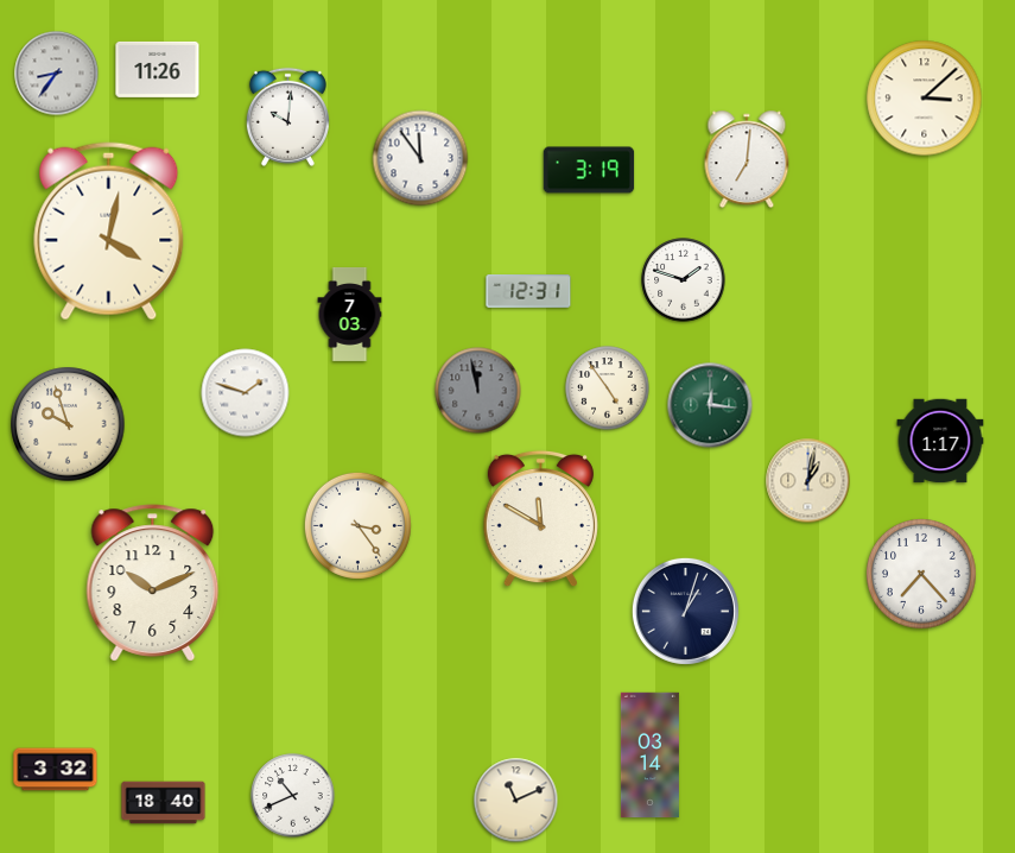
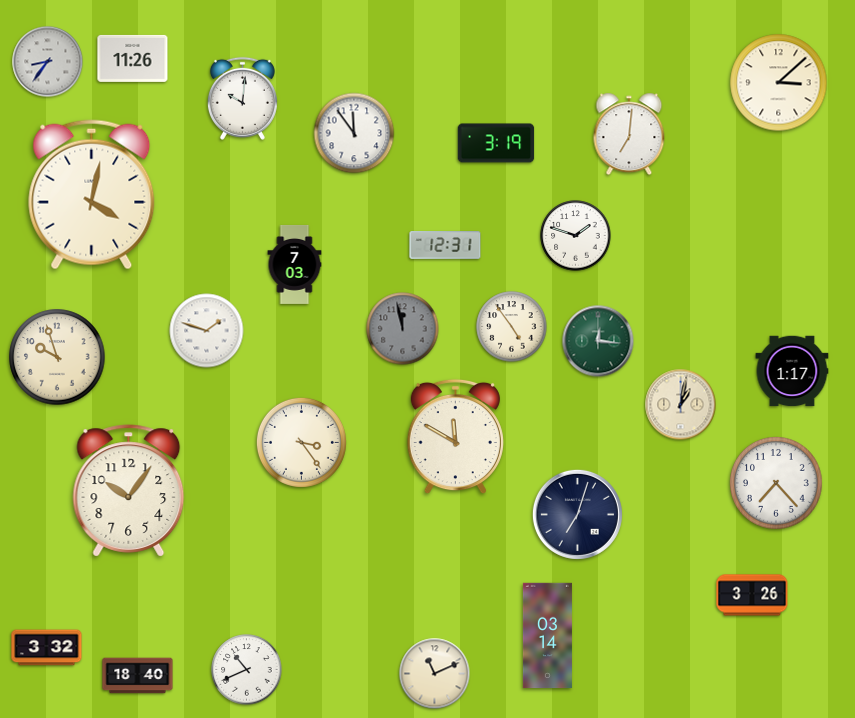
clock at (153, 583): 10:11 -> 10:06
clock at (685, 611): 1:03 -> 7:03
clock at (752, 595): none -> 3:26
